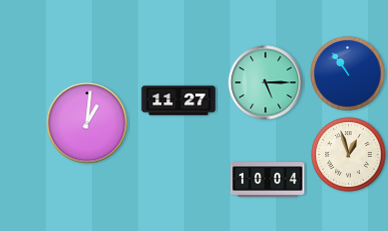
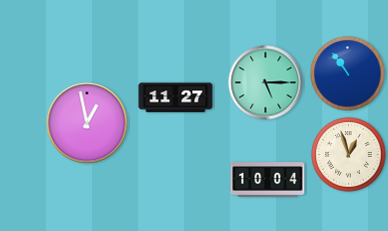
clock at (179, 101) position: (179, 101) -> (176, 98)
clock at (87, 123): 1:01 -> 12:58
